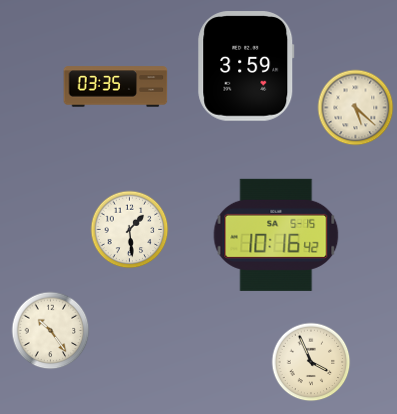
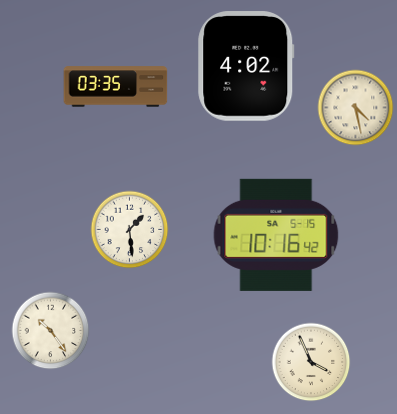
clock at (246, 66): 3:59 -> 4:02
clock at (356, 108): 5:22 -> 4:28
